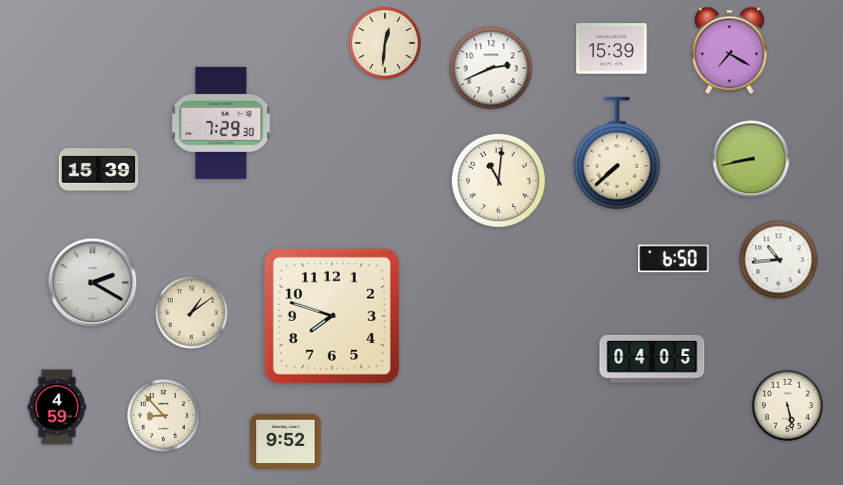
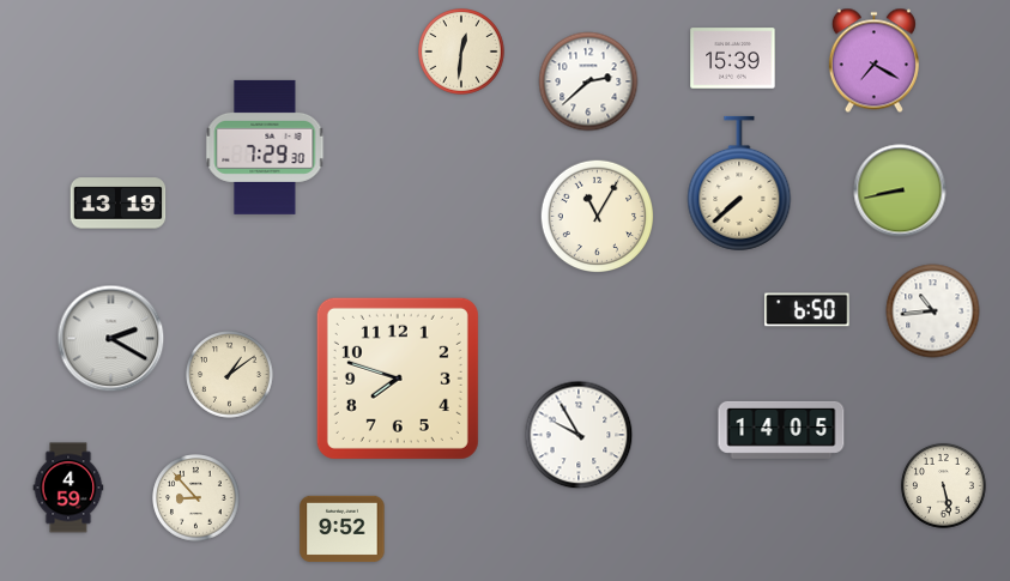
clock at (491, 68): 2:41 -> 2:38
clock at (99, 170): 15:39 -> 13:19
clock at (499, 181): 11:01 -> 11:05
clock at (652, 359): 04:05 -> 14:05
clock at (579, 435): none -> 9:55
